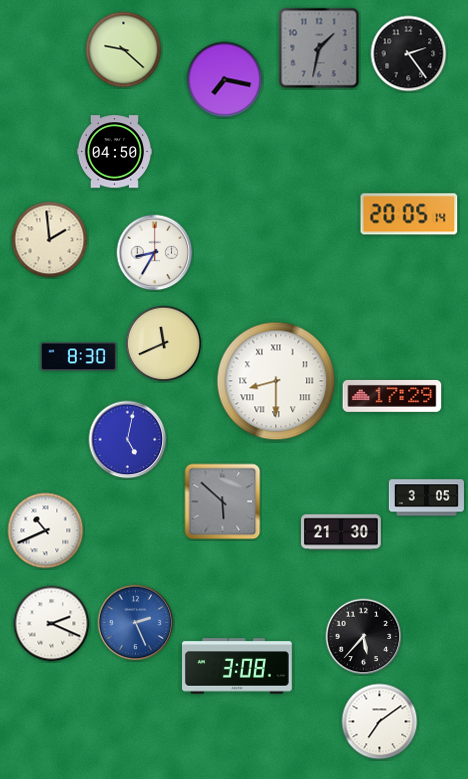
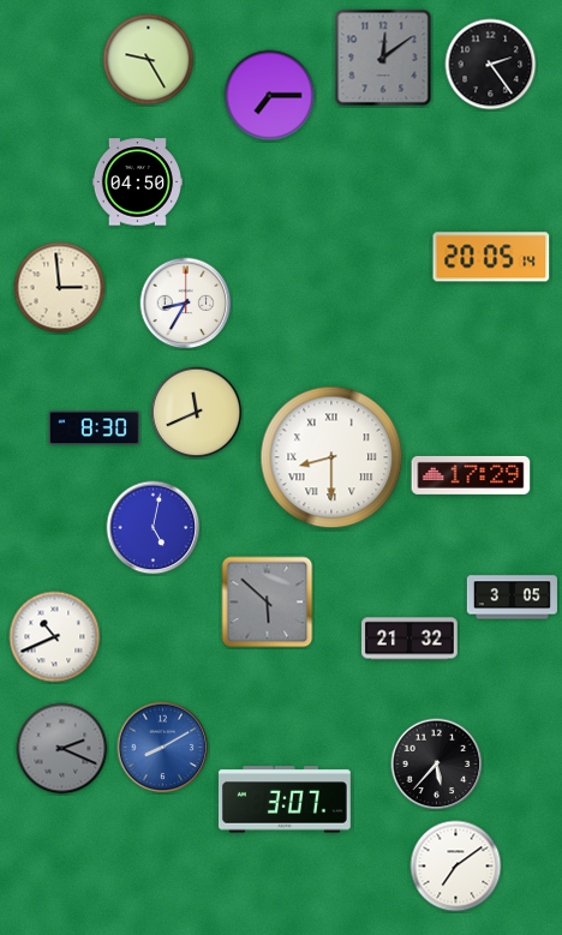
clock at (319, 48): 1:32 -> 12:09
clock at (124, 50): 9:22 -> 9:25
clock at (225, 80): 7:17 -> 7:15
clock at (50, 240): 1:59 -> 2:59
clock at (341, 532): 21:30 -> 21:32
clock at (136, 623): 2:26 -> 8:10
clock at (52, 624) dial: white -> grey
clock at (238, 666): 3:08 -> 3:07
